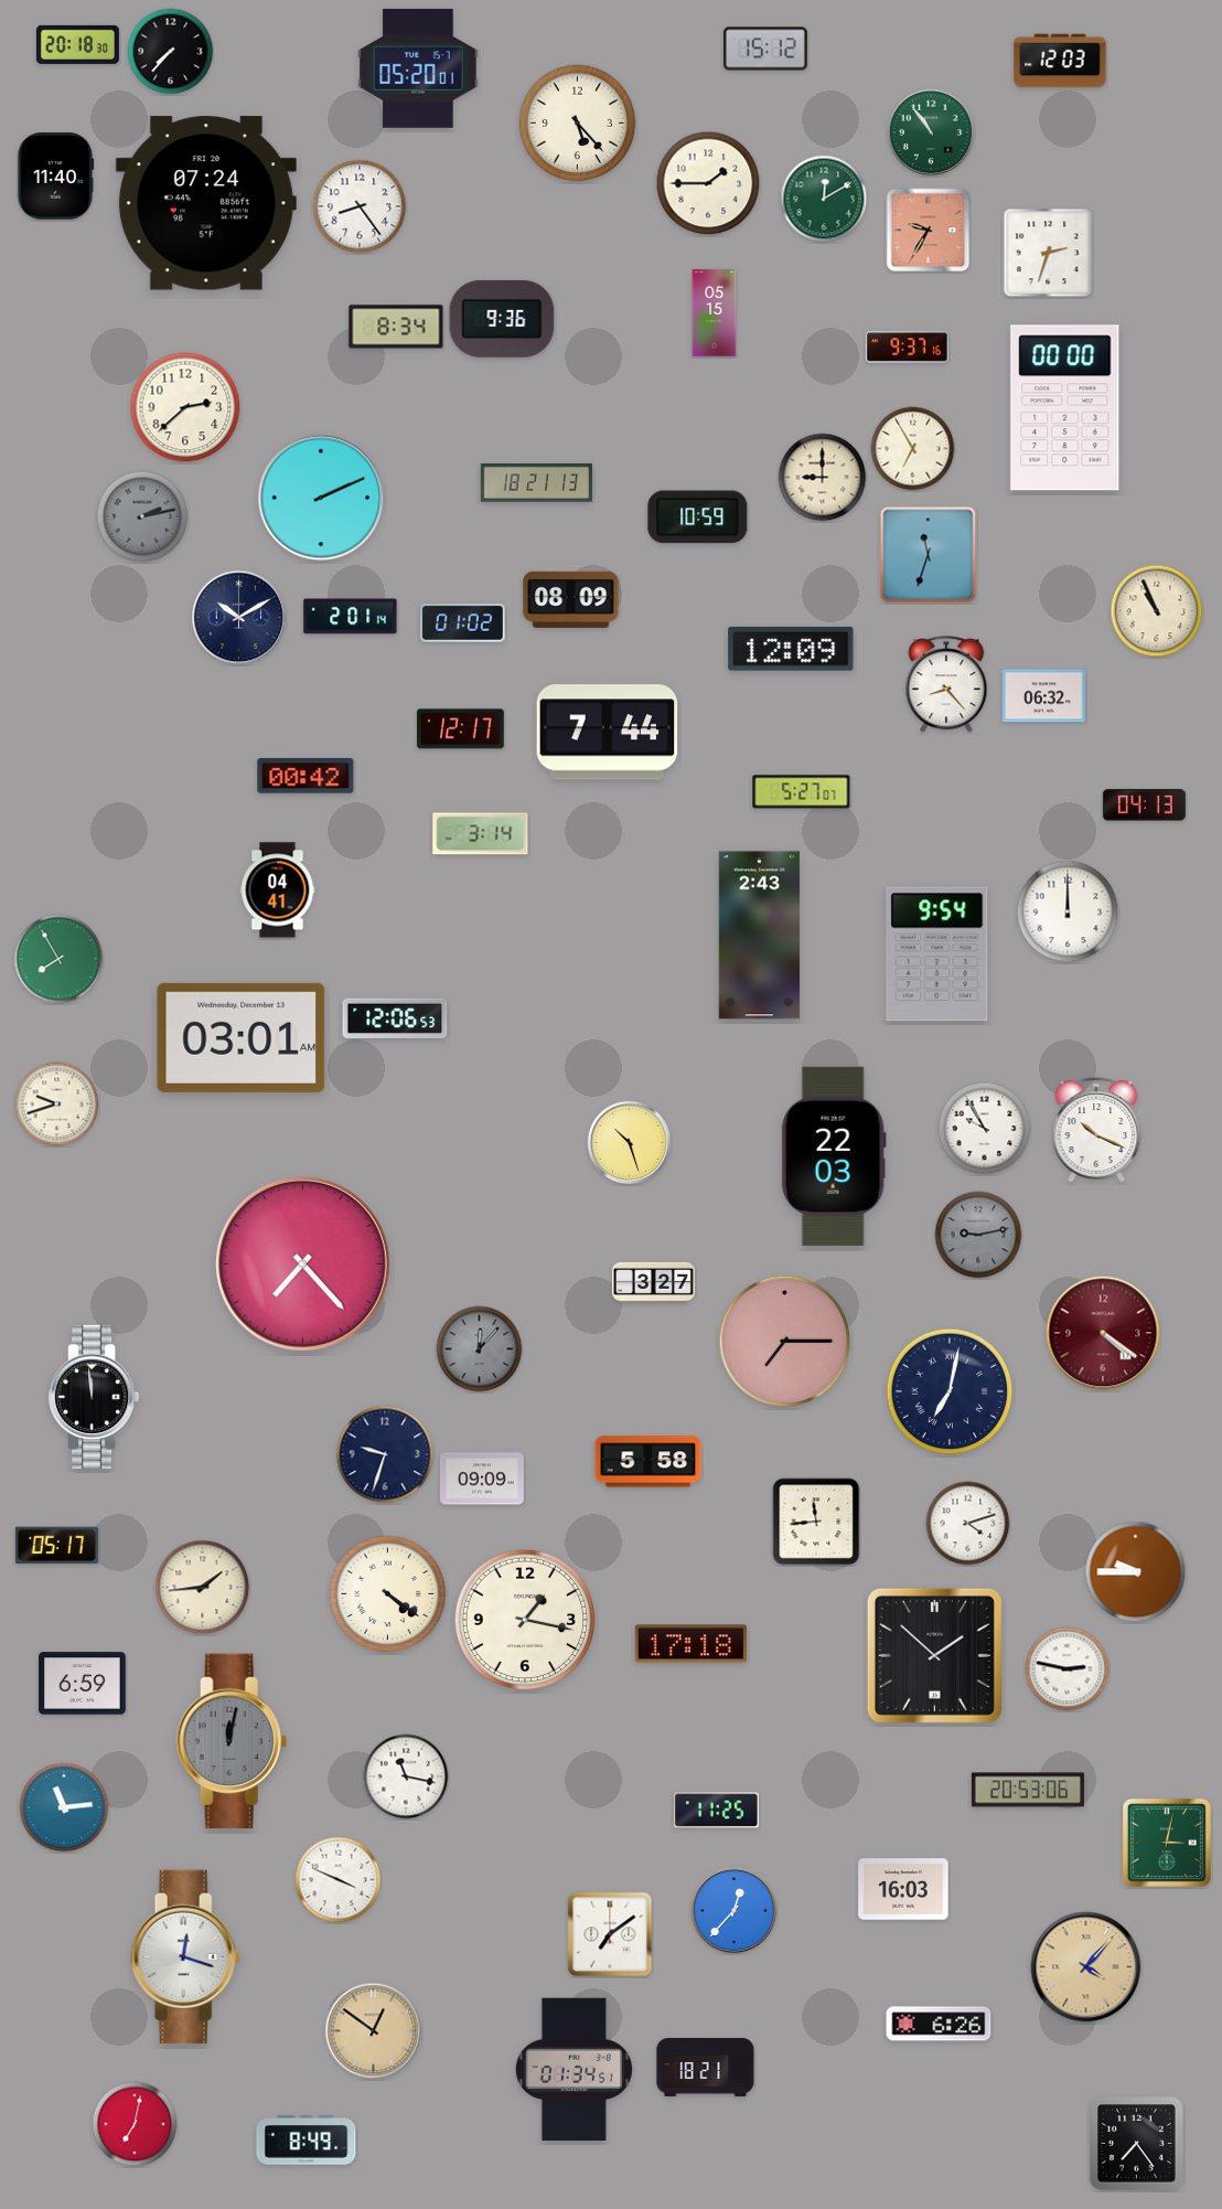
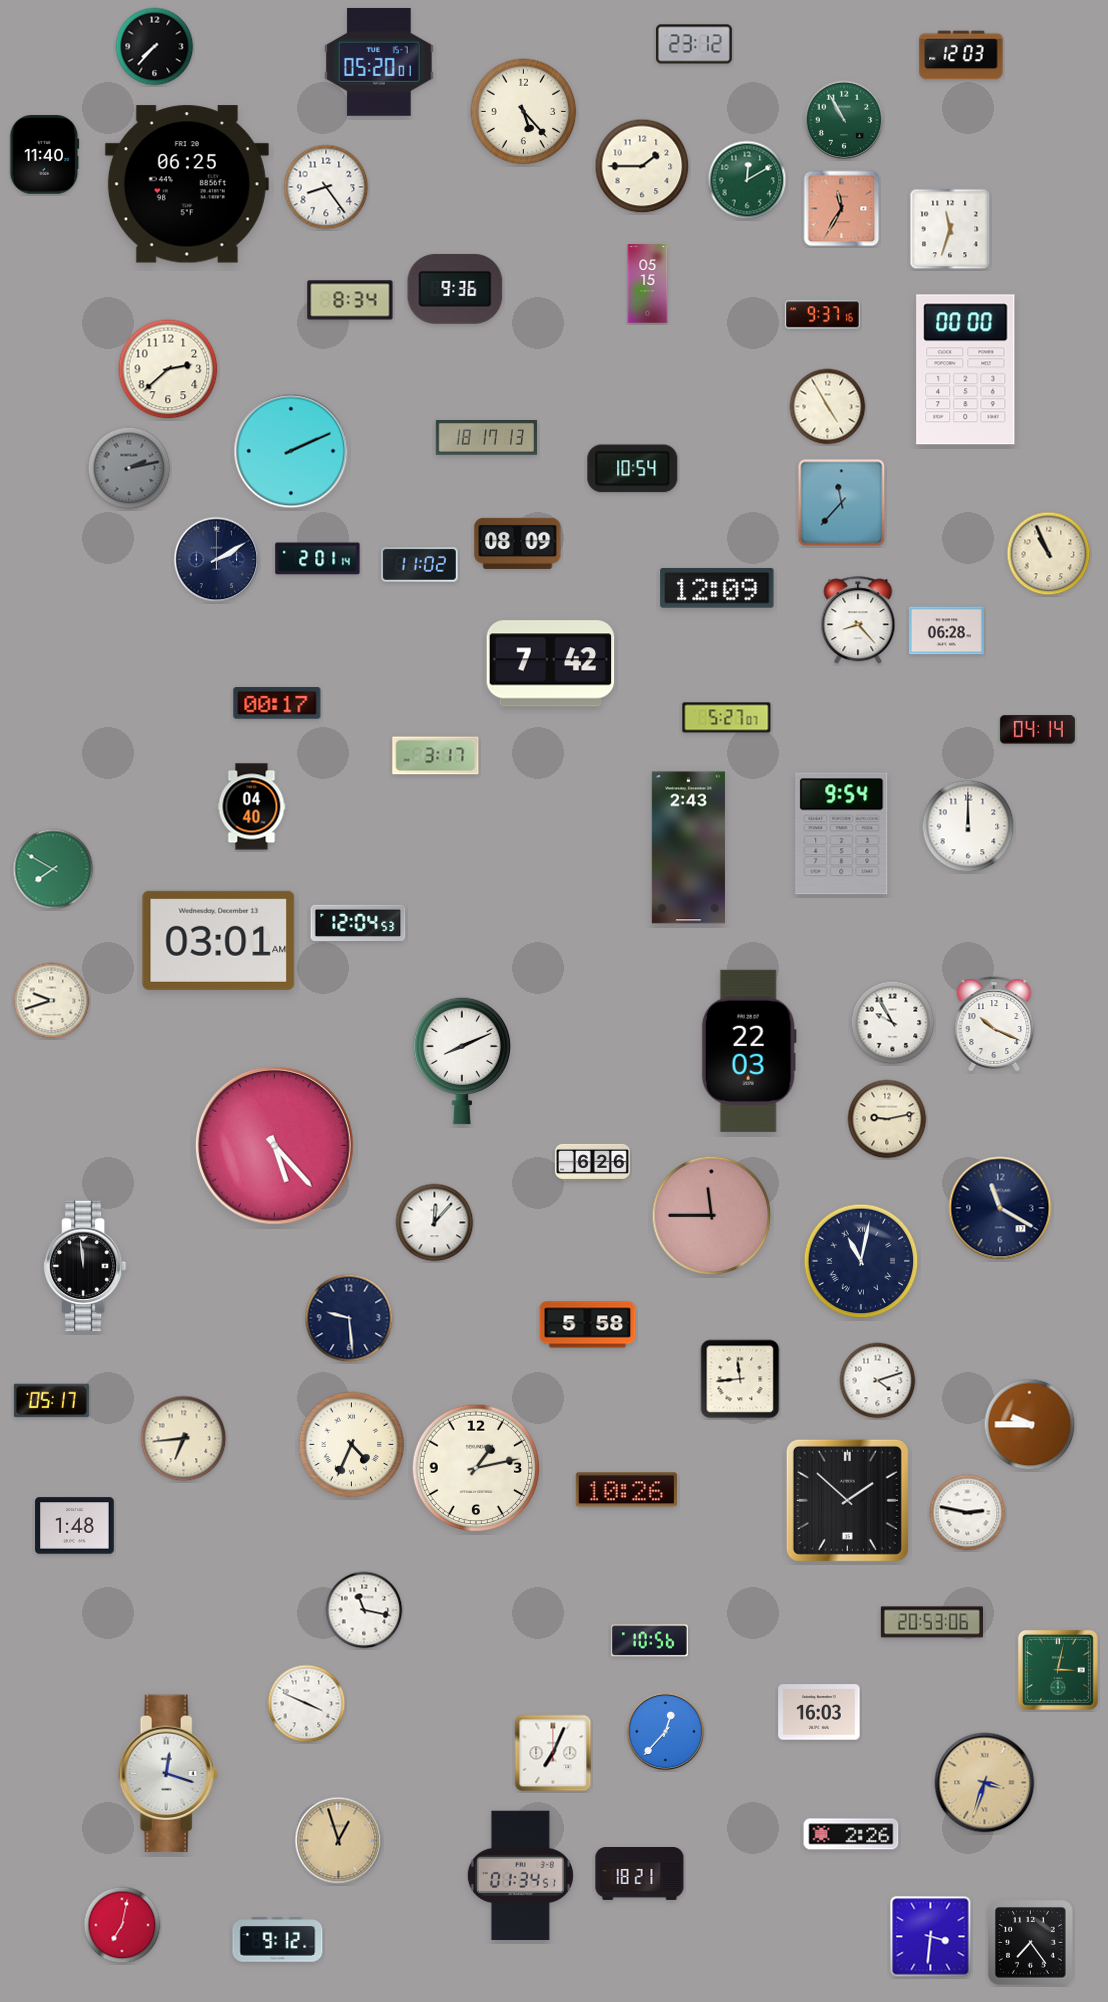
clock at (77, 44): 20:18 -> none
clock at (765, 49): 15:12 -> 23:12
clock at (931, 132): 10:54 -> 10:55
clock at (56, 177) position: (56, 177) -> (45, 155)
clock at (206, 203): 07:24 -> 06:25
clock at (929, 231): 9:35 -> 11:35
clock at (1048, 253): 2:33 -> 11:33
clock at (396, 327) position: (396, 327) -> (350, 300)
clock at (913, 449): 6:55 -> 4:55
clock at (823, 478): 9:00 -> none
clock at (536, 483): 18:21 -> 18:17
clock at (698, 517): 10:59 -> 10:54
clock at (929, 555): 11:33 -> 11:37
clock at (239, 618): 10:10 -> 2:10
clock at (462, 623): 01:02 -> 11:02
clock at (1043, 696): 06:32 -> 06:28
clock at (461, 729): 12:17 -> none
clock at (608, 733): 7:44 -> 7:42
clock at (305, 776): 00:42 -> 00:17
clock at (1144, 805): 04:13 -> 04:14
clock at (481, 834): 3:14 -> 3:17
clock at (278, 890): 04:41 -> 04:40
clock at (937, 954) position: (937, 954) -> (842, 834)
clock at (58, 959): 7:55 -> 7:50
clock at (395, 1017): 12:06 -> 12:04
clock at (630, 1143): 10:27 -> none
clock at (834, 1156) position: (834, 1156) -> (749, 1051)
clock at (461, 1061): none -> 8:11
clock at (978, 1235) dial: grey -> cream
clock at (302, 1263): 7:23 -> 5:23
clock at (653, 1282): 3:27 -> 6:26
clock at (1103, 1333): 4:21 -> 11:20
clock at (1103, 1333) dial: burgundy -> navy
clock at (785, 1342): 7:15 -> 11:45
clock at (480, 1349) dial: grey -> white
clock at (950, 1391): 7:02 -> 11:02
clock at (385, 1454): 9:33 -> 9:29
clock at (482, 1479): 09:09 -> none
clock at (203, 1588): 1:44 -> 6:44
clock at (388, 1594): 4:21 -> 4:34
clock at (525, 1620): 1:17 -> 1:13
clock at (690, 1644): 17:18 -> 10:26
clock at (83, 1684): 6:59 -> 1:48
clock at (232, 1741): 12:02 -> none
clock at (406, 1776) position: (406, 1776) -> (364, 1610)
clock at (64, 1807): 11:14 -> none
clock at (716, 1811): 11:25 -> 10:56
clock at (610, 1934): 7:09 -> 7:04
clock at (1086, 1967): 4:07 -> 3:33
clock at (939, 2024): 6:26 -> 2:26
clock at (374, 2031): 12:51 -> 12:57
clock at (931, 1937): none -> 3:31
clock at (307, 2141): 8:49 -> 9:12
